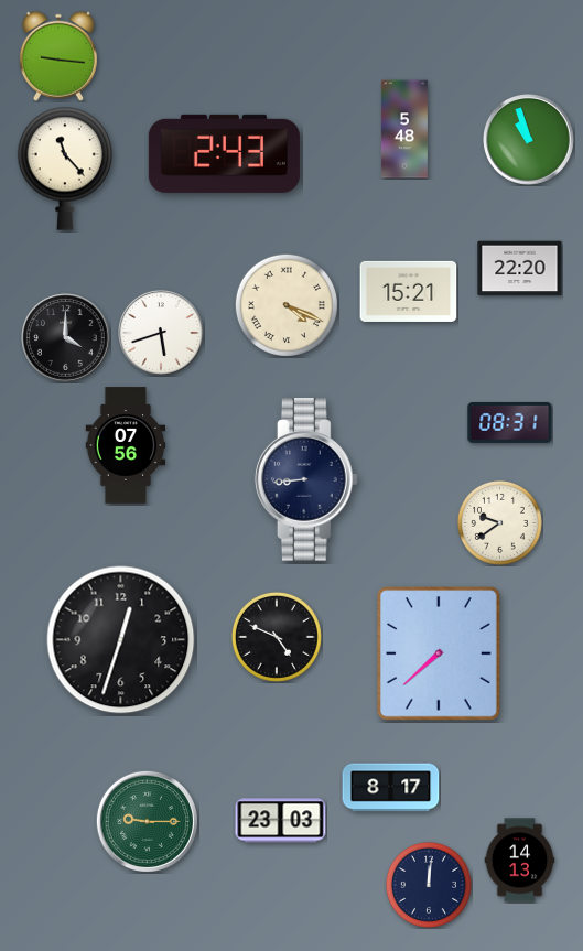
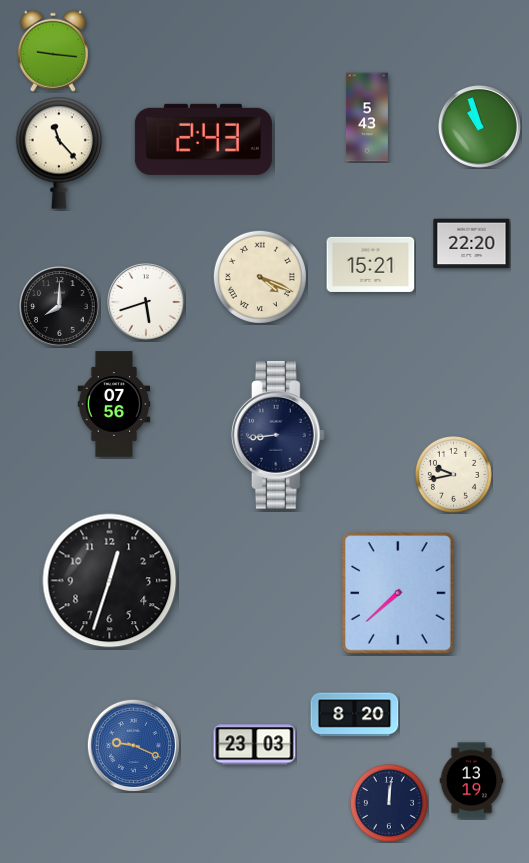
clock at (404, 129): 5:48 -> 5:43
clock at (66, 338): 4:00 -> 8:00
clock at (510, 422): 08:31 -> none
clock at (499, 522): 9:39 -> 9:43
clock at (277, 637): 4:49 -> none
clock at (391, 788): 8:17 -> 8:20
clock at (147, 821): 9:15 -> 9:19
clock at (147, 821) dial: green -> blue
clock at (520, 861): 14:13 -> 13:19
